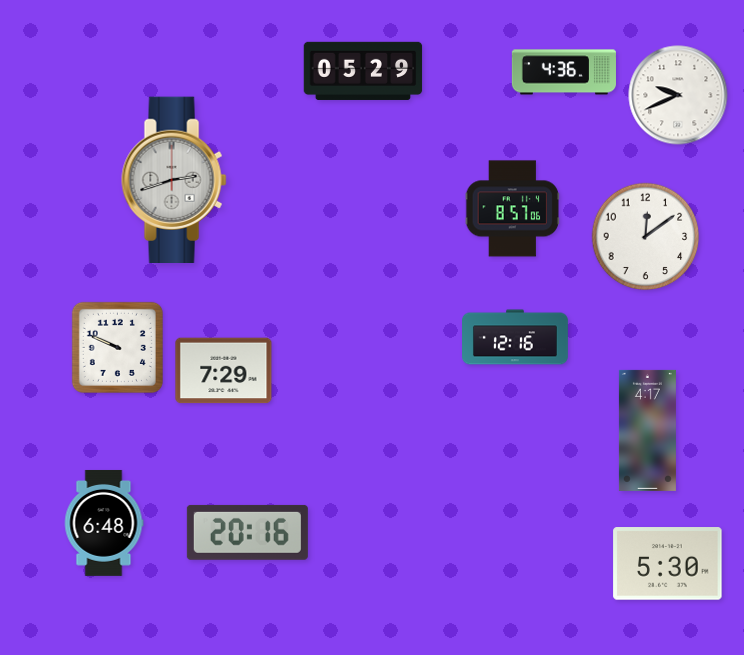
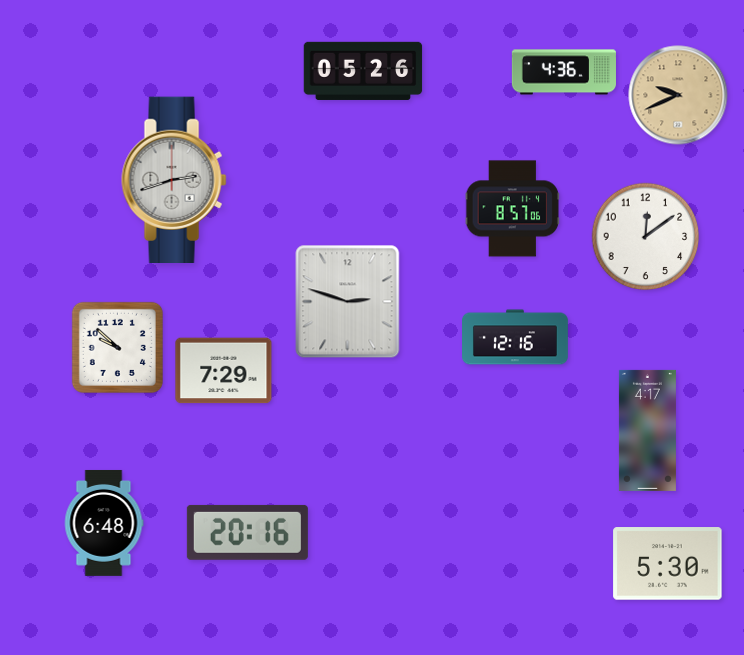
clock at (363, 71): 05:29 -> 05:26
clock at (678, 95) dial: white -> champagne
clock at (348, 302): none -> 2:48
clock at (117, 347): 9:49 -> 9:52
